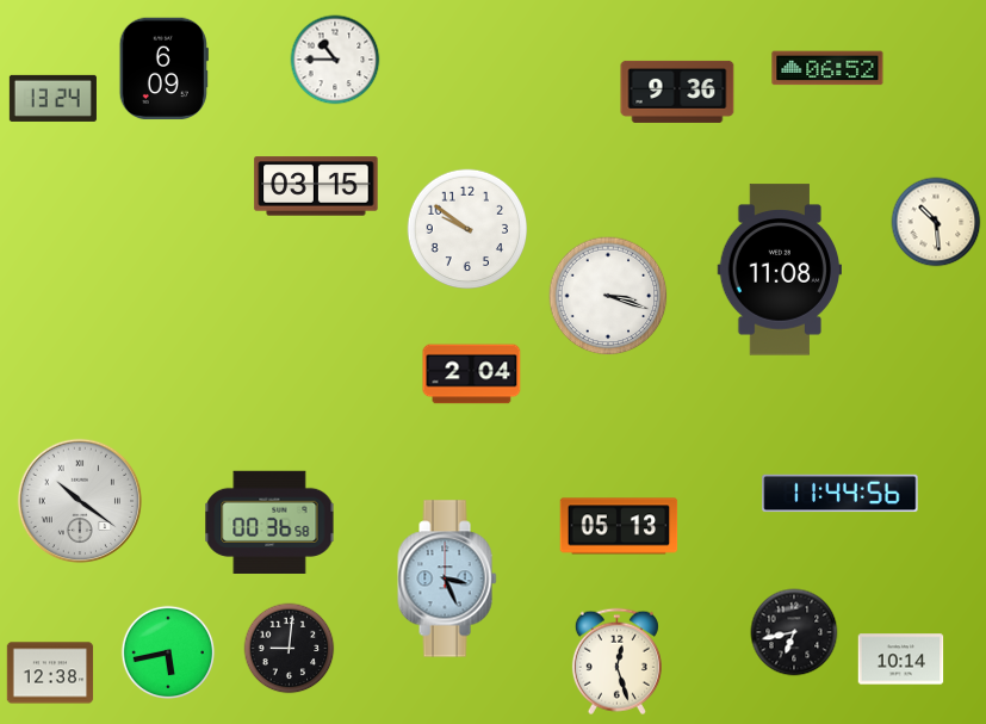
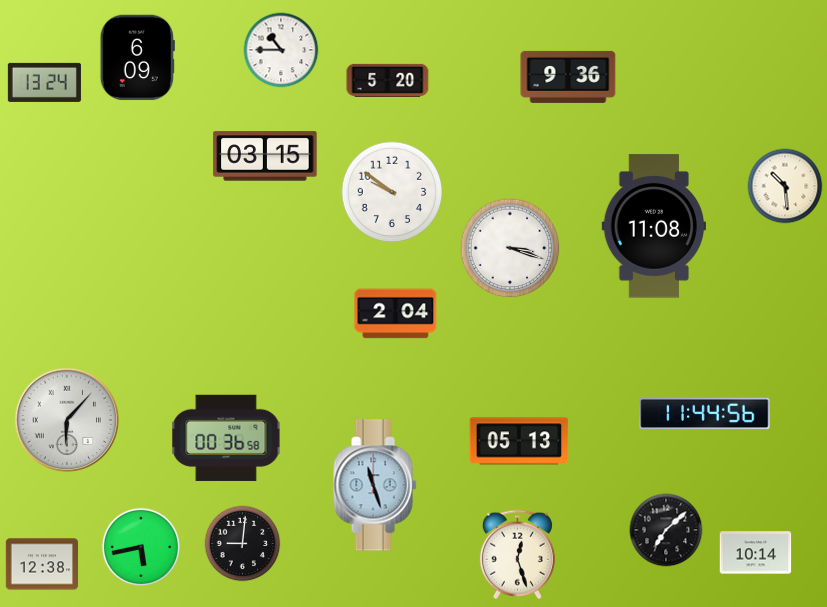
clock at (827, 68): 06:52 -> none
clock at (388, 80): none -> 5:20
clock at (80, 501): 10:21 -> 6:07
clock at (447, 578): 3:26 -> 11:27
clock at (794, 632): 6:43 -> 7:08
